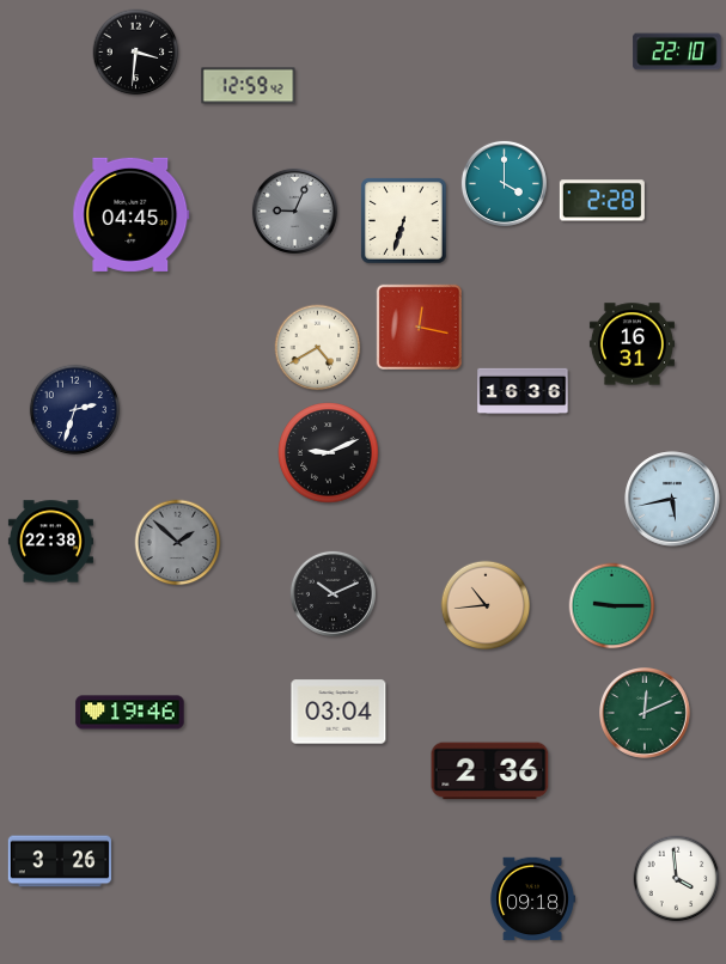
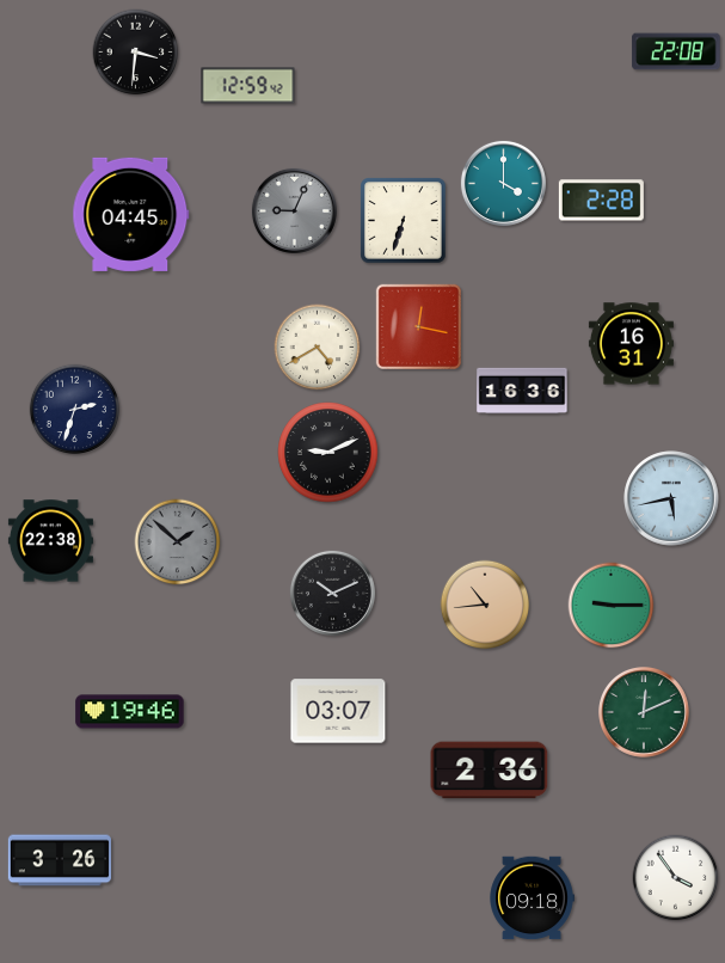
clock at (677, 51): 22:10 -> 22:08
clock at (338, 712): 03:04 -> 03:07
clock at (677, 879): 3:59 -> 3:54
